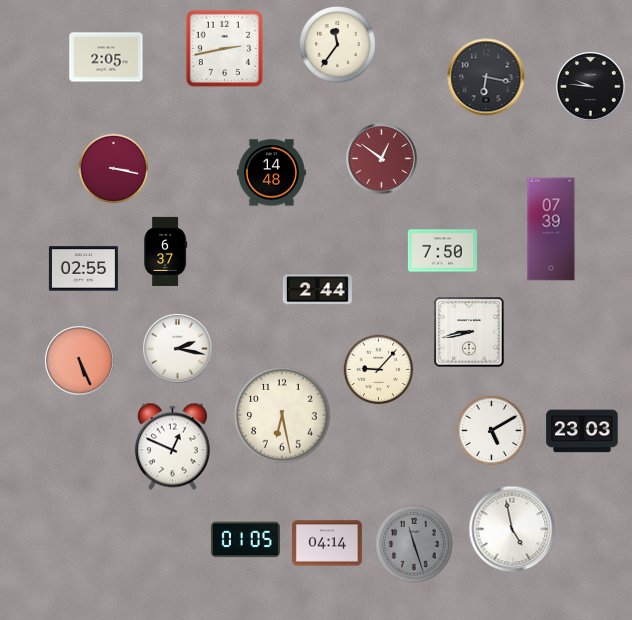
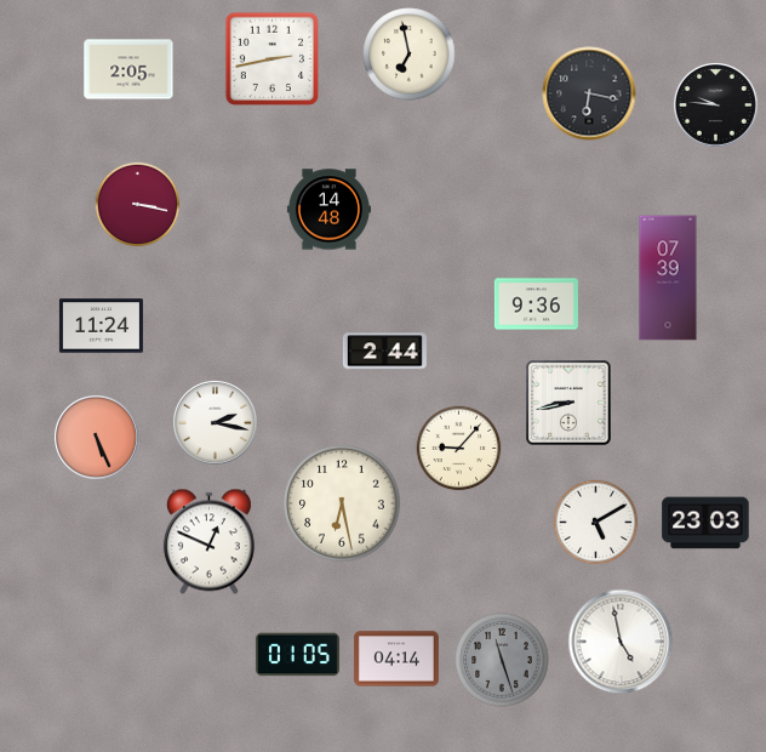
clock at (338, 45): 11:36 -> 6:58
clock at (382, 159): 12:51 -> none
clock at (166, 251): 6:37 -> none
clock at (442, 251): 7:50 -> 9:36
clock at (83, 269): 02:55 -> 11:24
